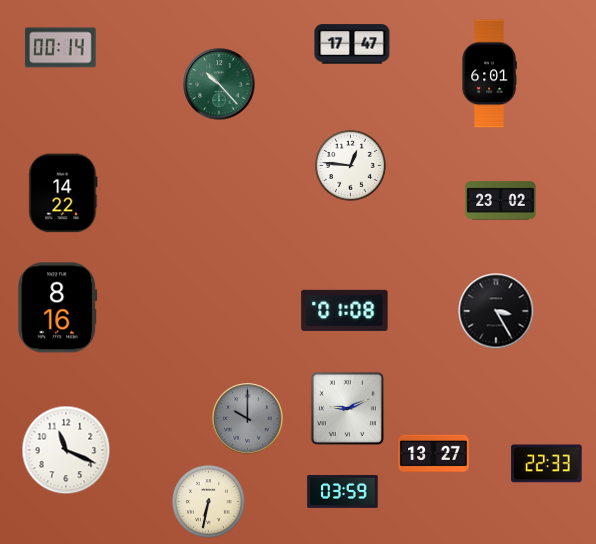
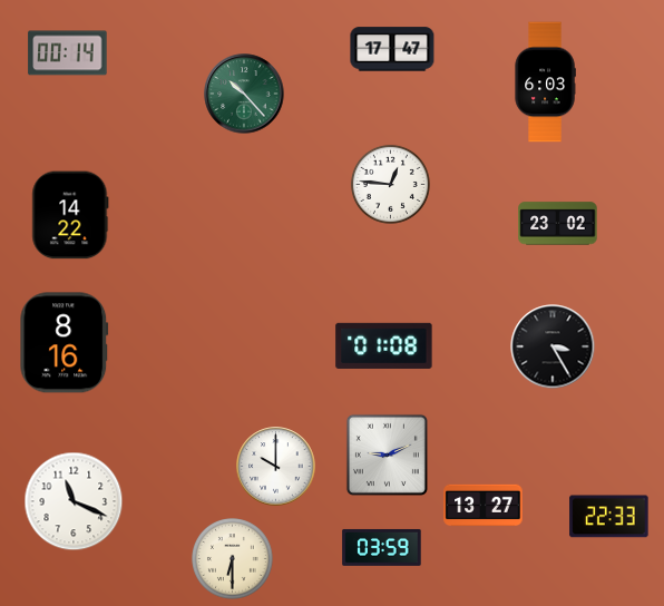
clock at (489, 74): 6:01 -> 6:03
clock at (248, 419) dial: grey -> white
clock at (209, 502): 6:32 -> 6:30
